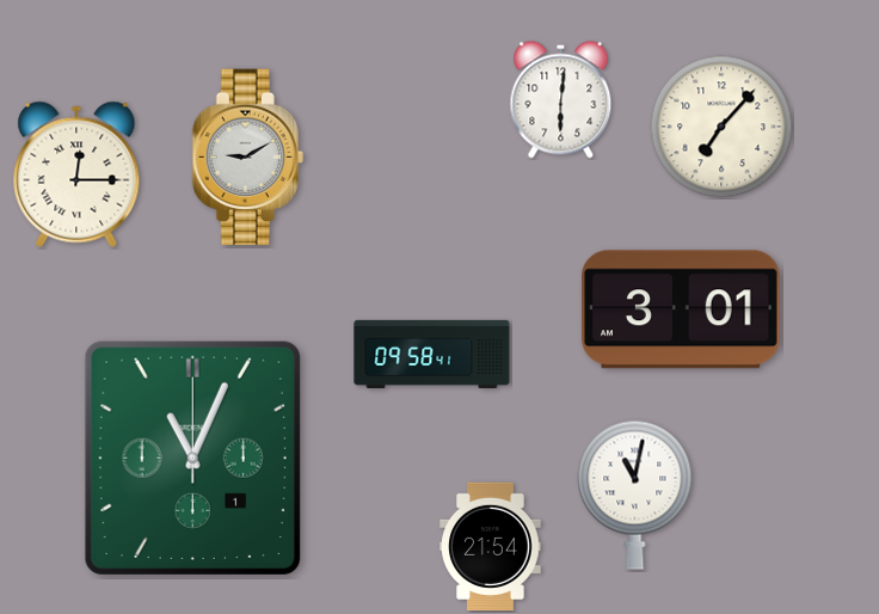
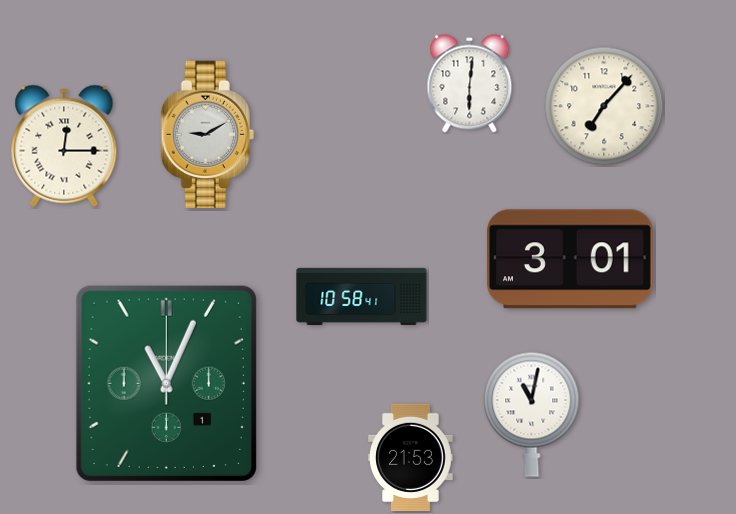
clock at (247, 158) position: (247, 158) -> (207, 135)
clock at (432, 354): 09:58 -> 10:58
clock at (192, 458) position: (192, 458) -> (166, 383)
clock at (491, 546): 21:54 -> 21:53
